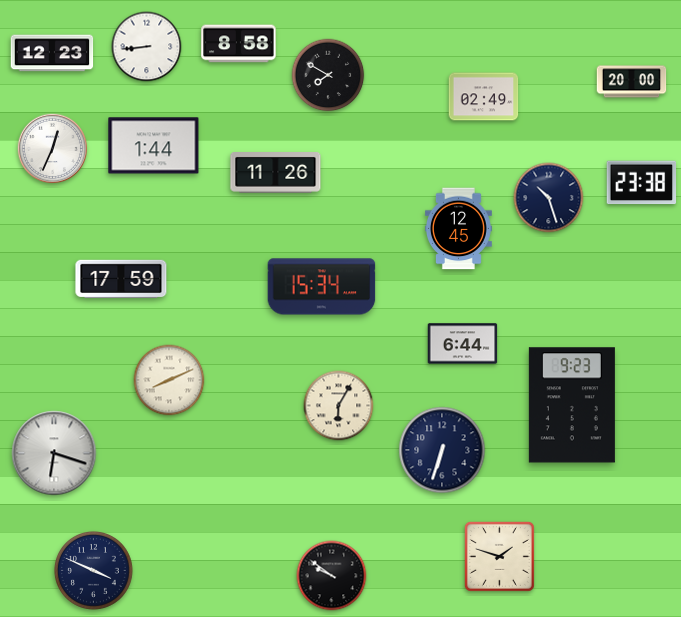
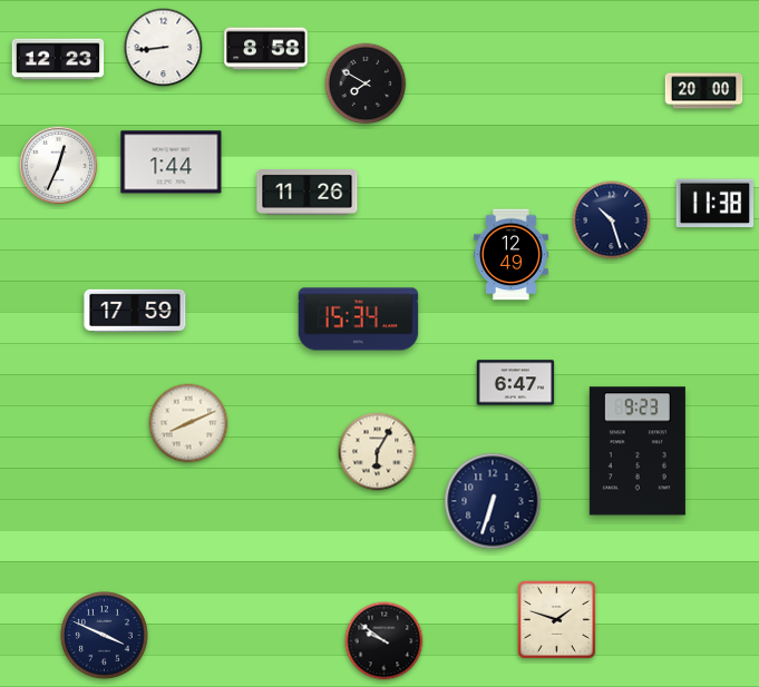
clock at (147, 47) position: (147, 47) -> (164, 48)
clock at (484, 97): 02:49 -> none
clock at (642, 183): 23:38 -> 11:38
clock at (458, 229): 12:45 -> 12:49
clock at (463, 344): 6:44 -> 6:47
clock at (54, 453): 6:18 -> none
clock at (332, 576) position: (332, 576) -> (385, 641)
